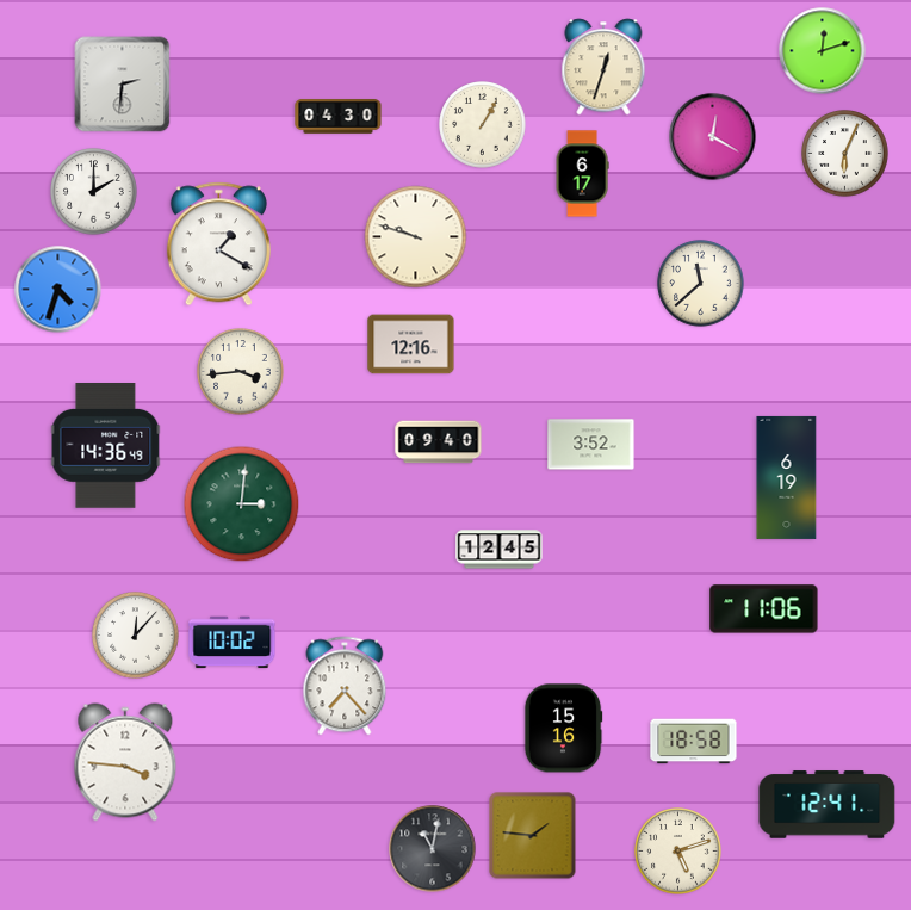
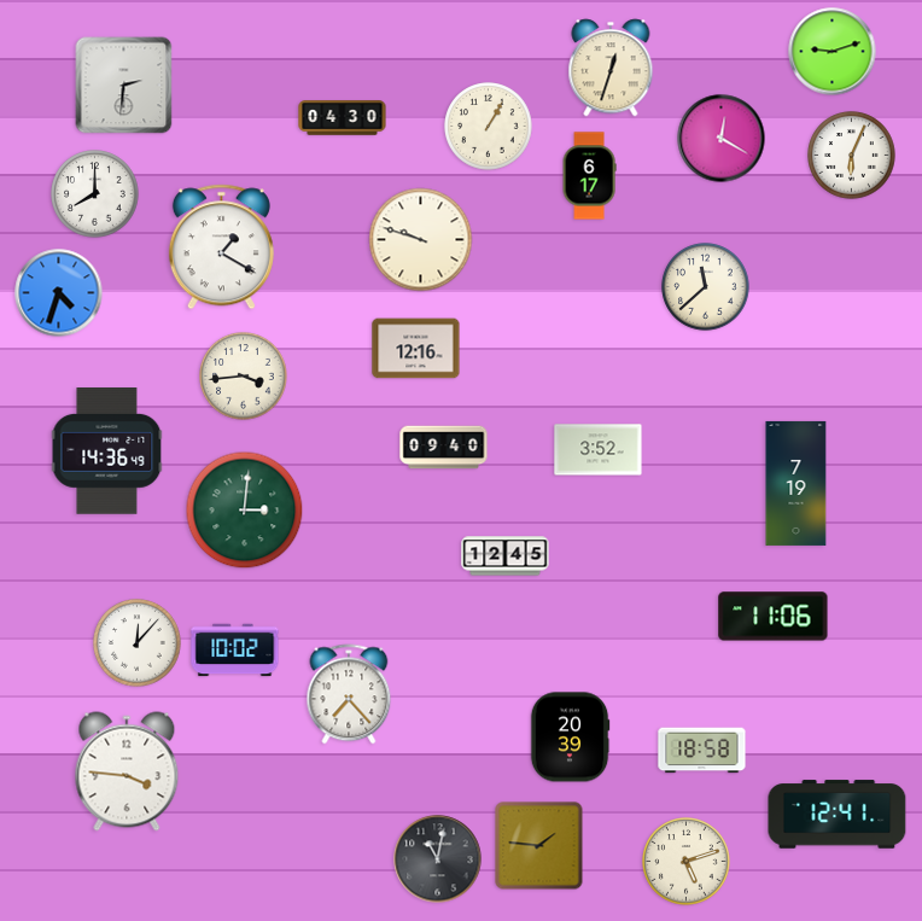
clock at (823, 51): 12:12 -> 9:12
clock at (845, 154) position: (845, 154) -> (852, 156)
clock at (94, 192): 2:00 -> 8:00
clock at (701, 284) position: (701, 284) -> (706, 287)
clock at (787, 477): 6:19 -> 7:19
clock at (563, 729): 15:16 -> 20:39
